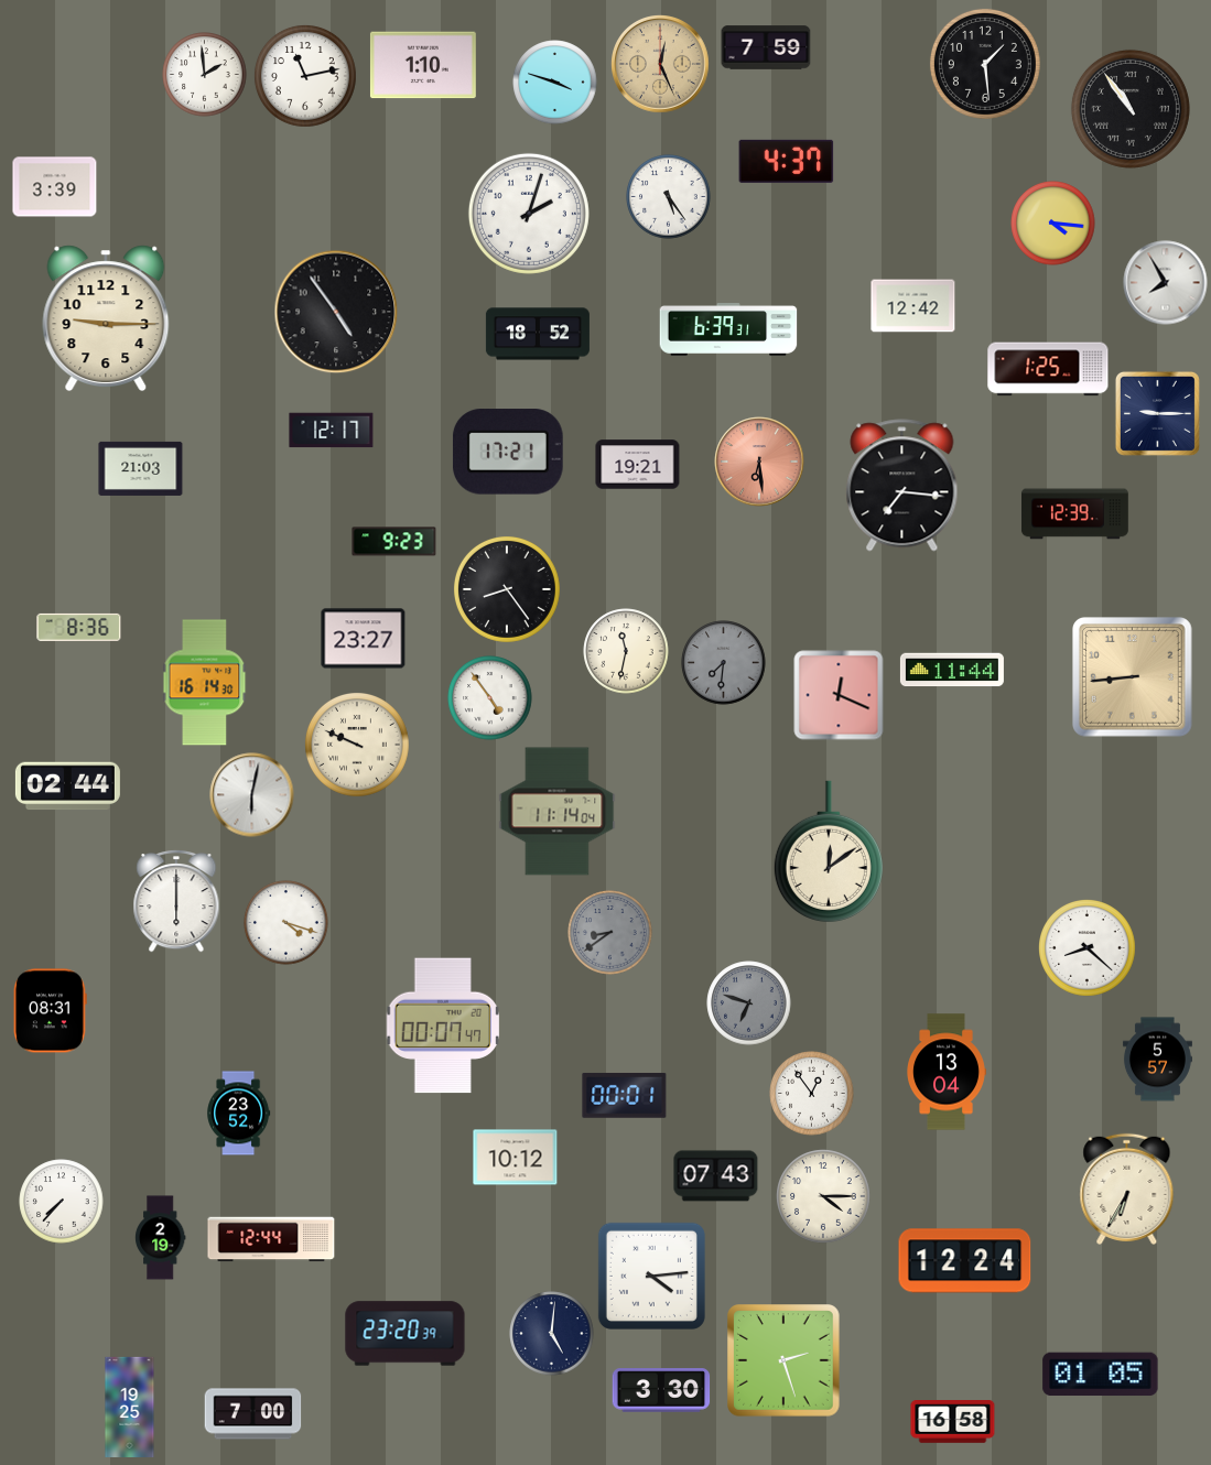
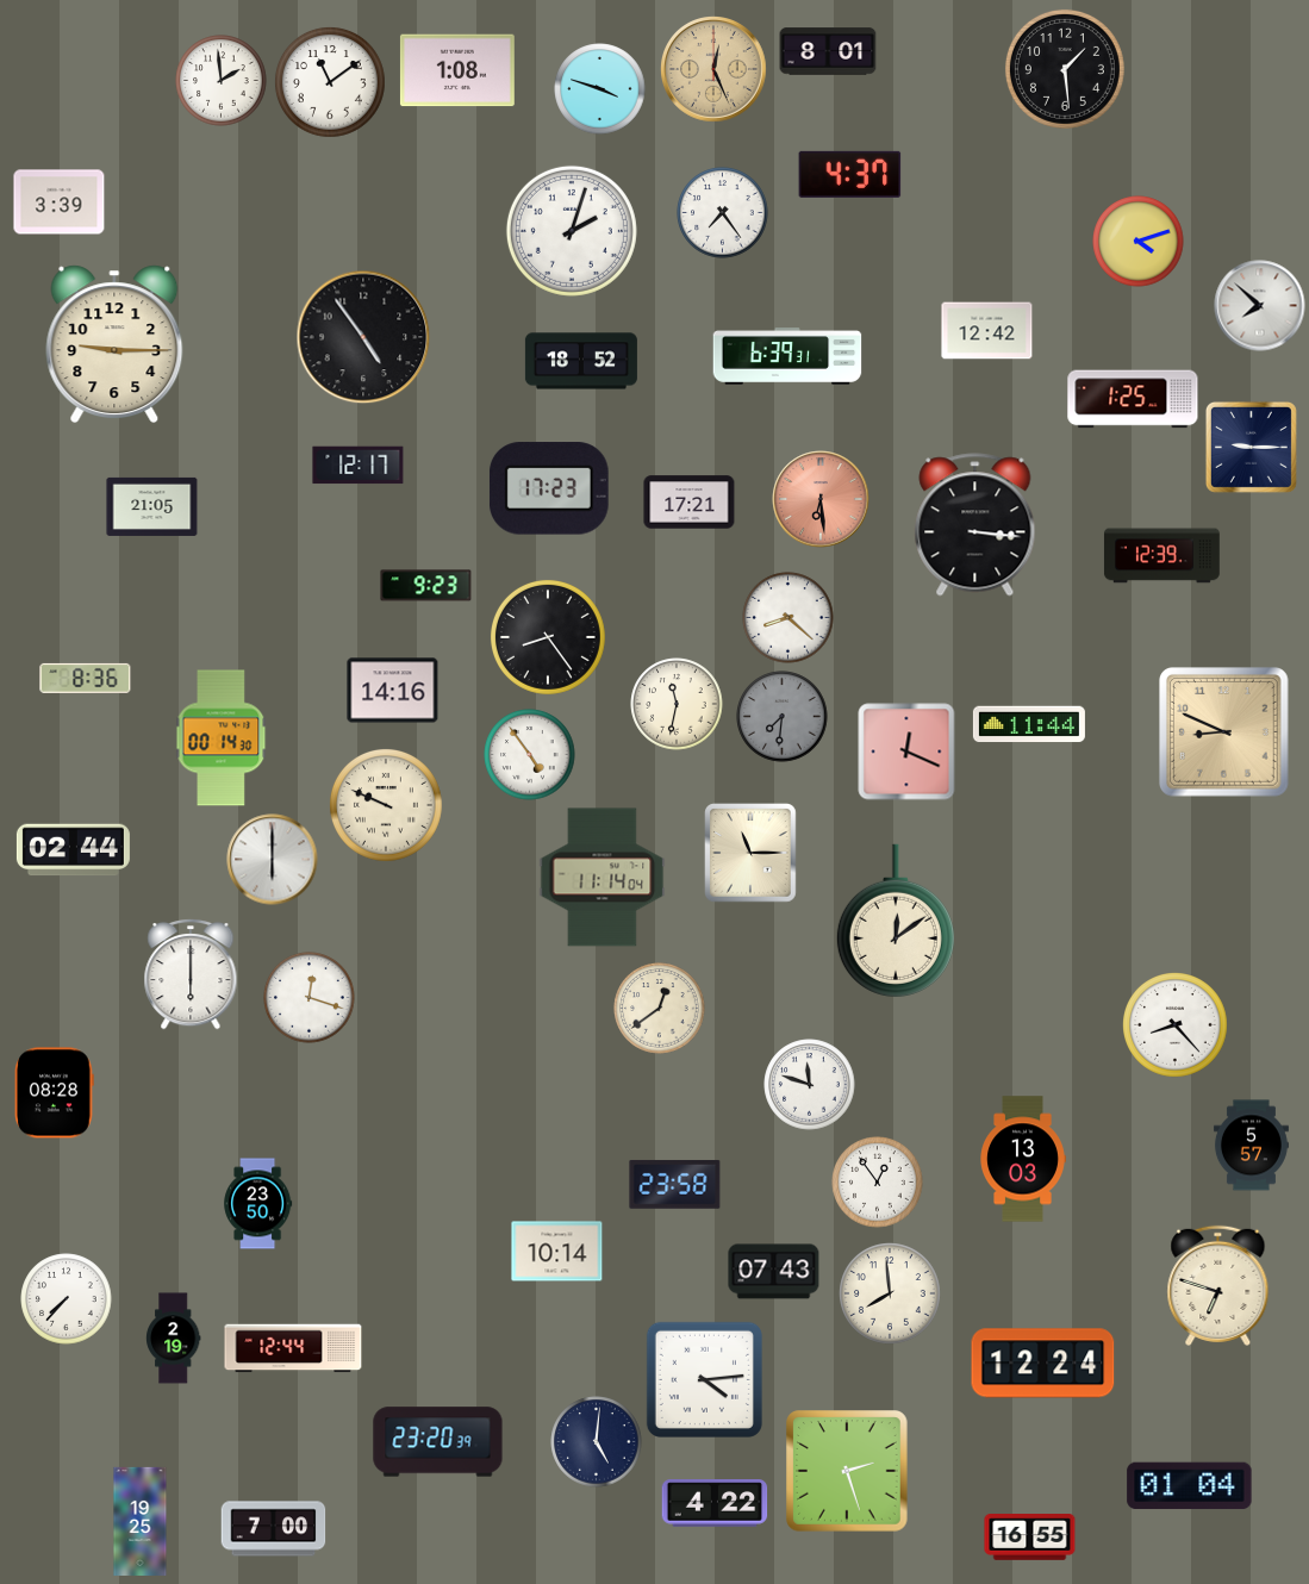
clock at (766, 47): 7:59 -> 8:01
clock at (423, 65): 1:10 -> 1:08
clock at (305, 76): 11:13 -> 11:09
clock at (1131, 109): 10:54 -> none
clock at (669, 197): 5:24 -> 7:24
clock at (1053, 224): 4:16 -> 4:12
clock at (1166, 283): 7:55 -> 7:52
clock at (508, 452): 17:21 -> 17:23
clock at (638, 465): 19:21 -> 17:21
clock at (141, 468): 21:03 -> 21:05
clock at (902, 486): 7:16 -> 3:16
clock at (788, 618): none -> 8:22
clock at (364, 639): 23:27 -> 14:16
clock at (1133, 677): 8:44 -> 8:49
clock at (205, 683): 16:14 -> 00:14
clock at (750, 853): none -> 11:15
clock at (252, 795): 6:02 -> 6:00
clock at (286, 923): 4:18 -> 12:18
clock at (610, 933): 8:39 -> 12:39
clock at (610, 933) dial: grey -> cream
clock at (1088, 948): 8:22 -> 8:23
clock at (749, 1003): 6:48 -> 11:48
clock at (749, 1003) dial: grey -> white
clock at (51, 1011): 08:31 -> 08:28
clock at (443, 1025): 00:07 -> none
clock at (947, 1072): 13:04 -> 13:03
clock at (625, 1095): 00:01 -> 23:58
clock at (239, 1114): 23:52 -> 23:50
clock at (516, 1158): 10:12 -> 10:14
clock at (1127, 1189): 6:35 -> 6:48
clock at (823, 1196): 4:15 -> 7:59
clock at (271, 1239) position: (271, 1239) -> (293, 1348)
clock at (1101, 1375): 01:05 -> 01:04
clock at (661, 1390): 3:30 -> 4:22
clock at (953, 1422): 16:58 -> 16:55
